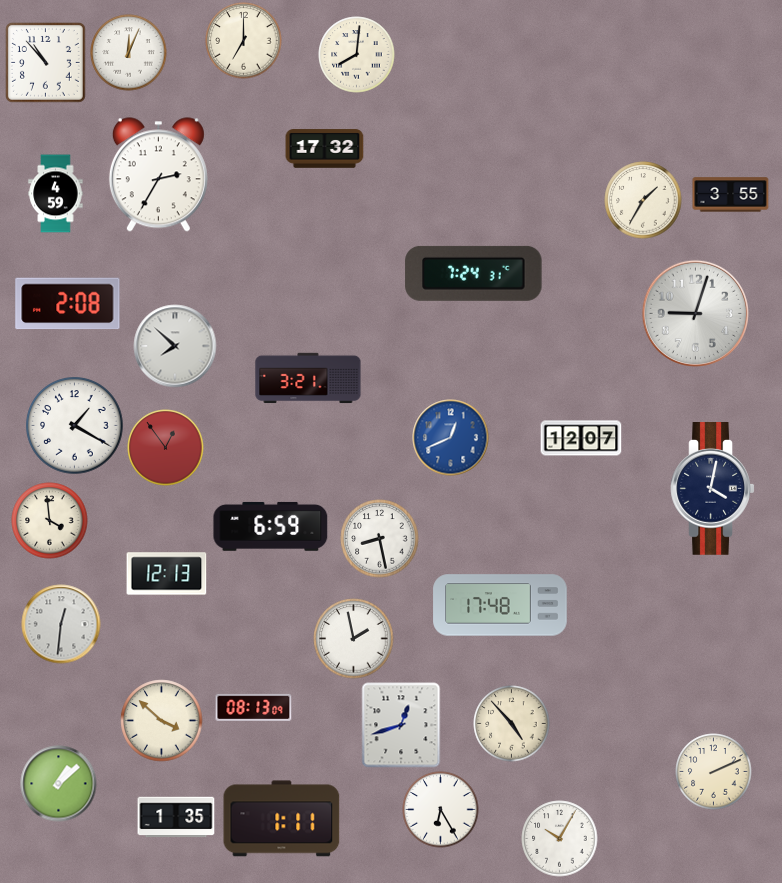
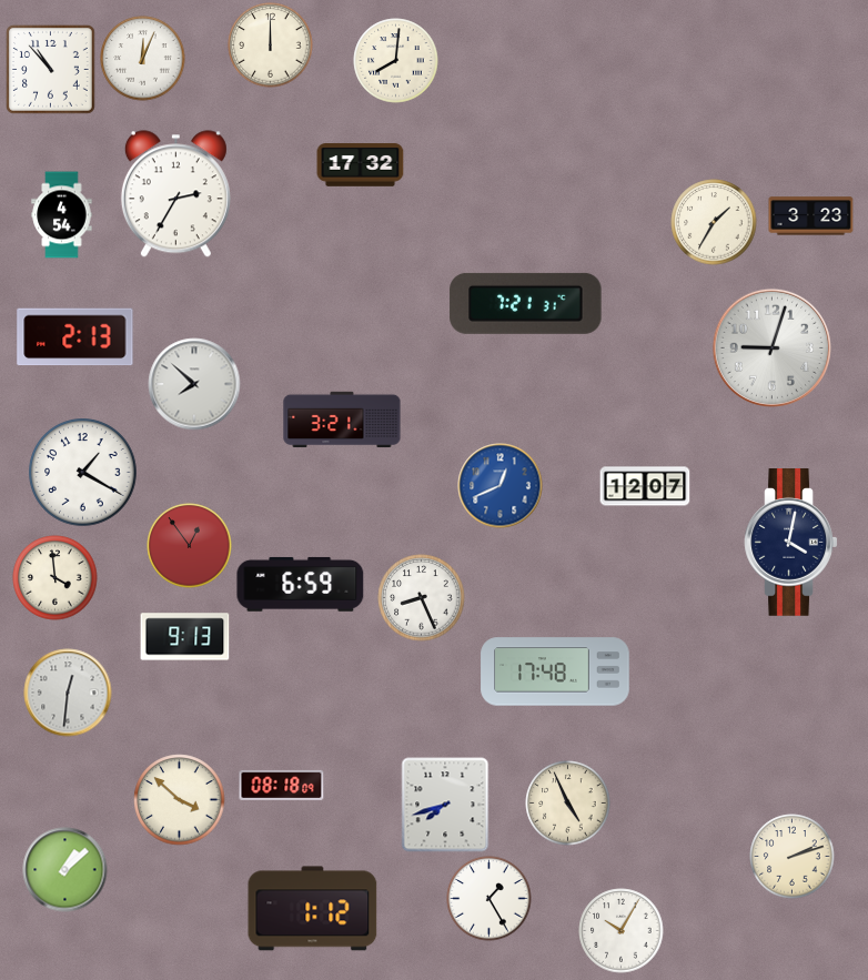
clock at (244, 41): 7:00 -> 12:00
clock at (56, 194): 4:59 -> 4:54
clock at (731, 195): 3:55 -> 3:23
clock at (474, 273): 7:24 -> 7:21
clock at (68, 304): 2:08 -> 2:13
clock at (166, 448) position: (166, 448) -> (190, 546)
clock at (380, 539): 8:28 -> 8:26
clock at (167, 574): 12:13 -> 9:13
clock at (354, 639): 1:58 -> none
clock at (254, 707): 08:13 -> 08:18
clock at (512, 724): 4:53 -> 4:56
clock at (401, 725): 12:42 -> 7:42
clock at (714, 772): 2:11 -> 2:12
clock at (441, 810): 6:25 -> 1:25
clock at (176, 817): 1:35 -> none
clock at (282, 819): 1:11 -> 1:12
